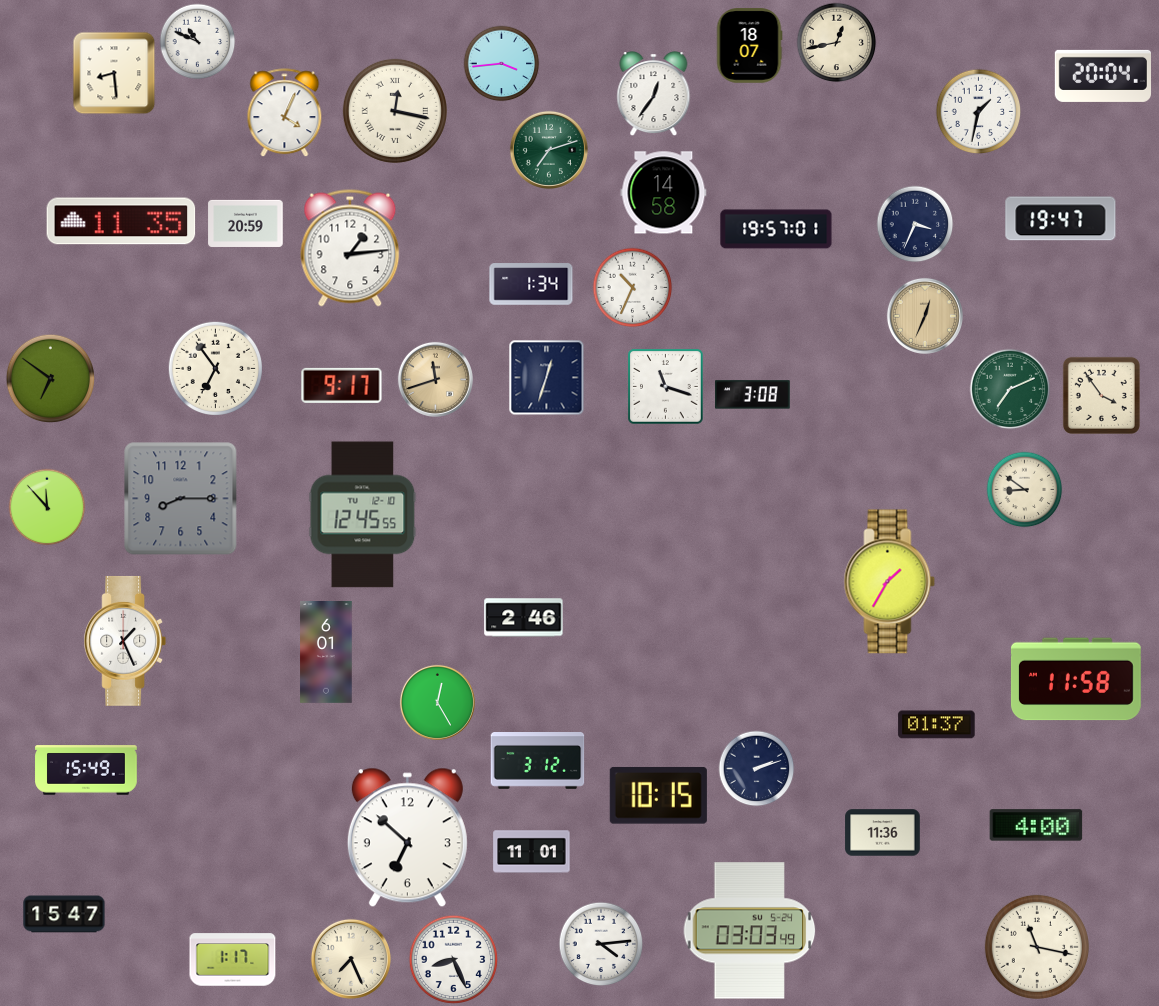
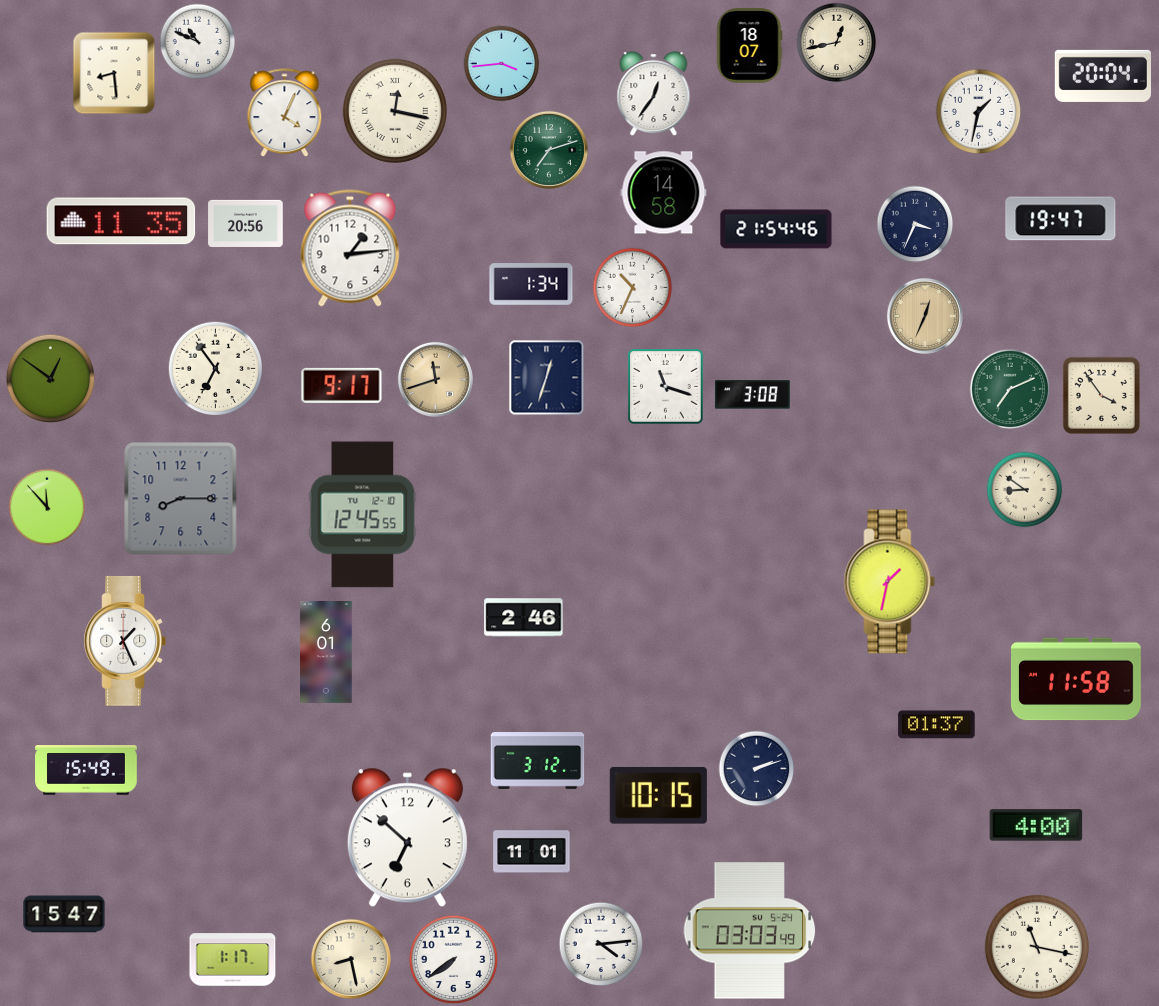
clock at (246, 223): 20:59 -> 20:56
clock at (776, 229): 19:57 -> 21:54
clock at (51, 379): 6:51 -> 12:51
clock at (890, 582): 1:35 -> 1:32
clock at (437, 702): 12:25 -> none
clock at (883, 833): 11:36 -> none
clock at (351, 959): 7:26 -> 8:28
clock at (454, 960): 8:26 -> 7:39
